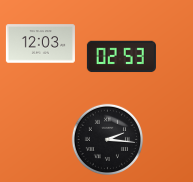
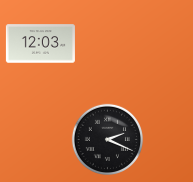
clock at (121, 57): 02:53 -> none
clock at (107, 139): 2:16 -> 2:19
